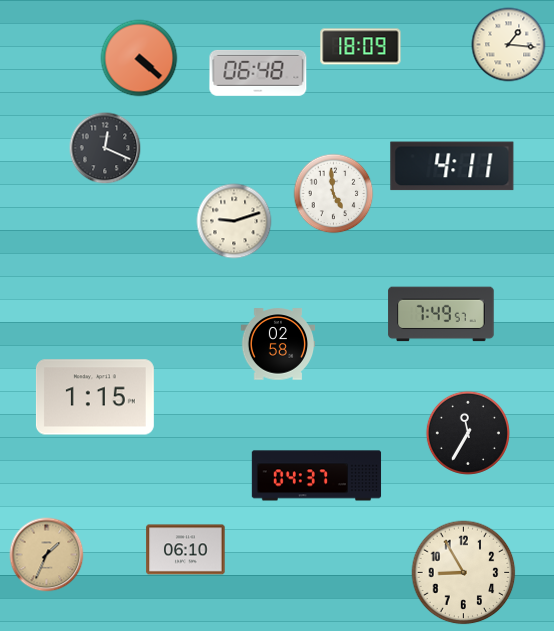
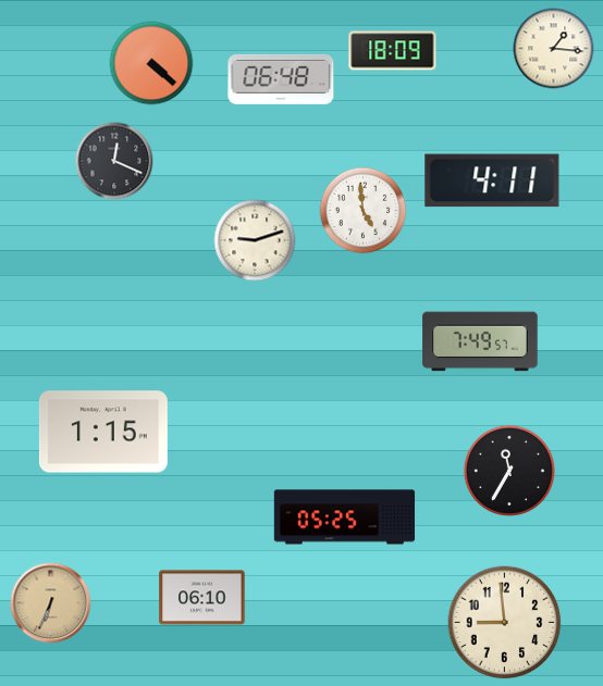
clock at (278, 344): 02:58 -> none
clock at (317, 476): 04:37 -> 05:25
clock at (47, 555): 1:34 -> 6:34
clock at (464, 573): 8:55 -> 8:59
